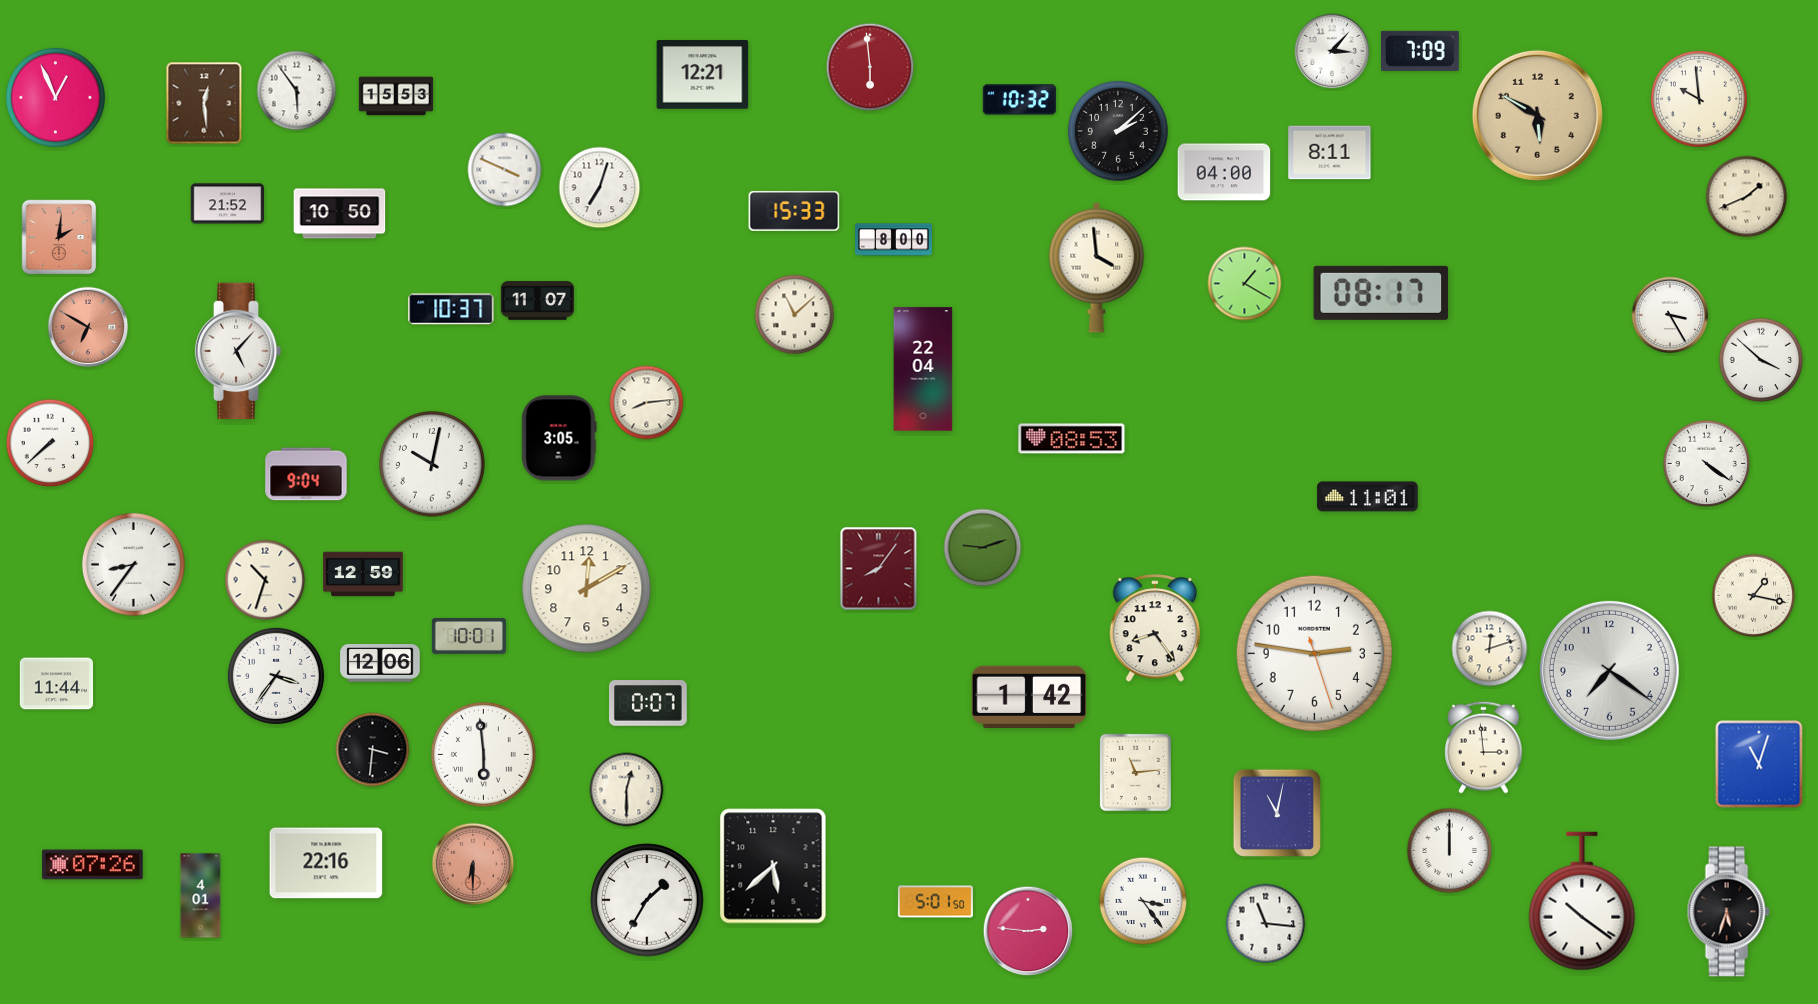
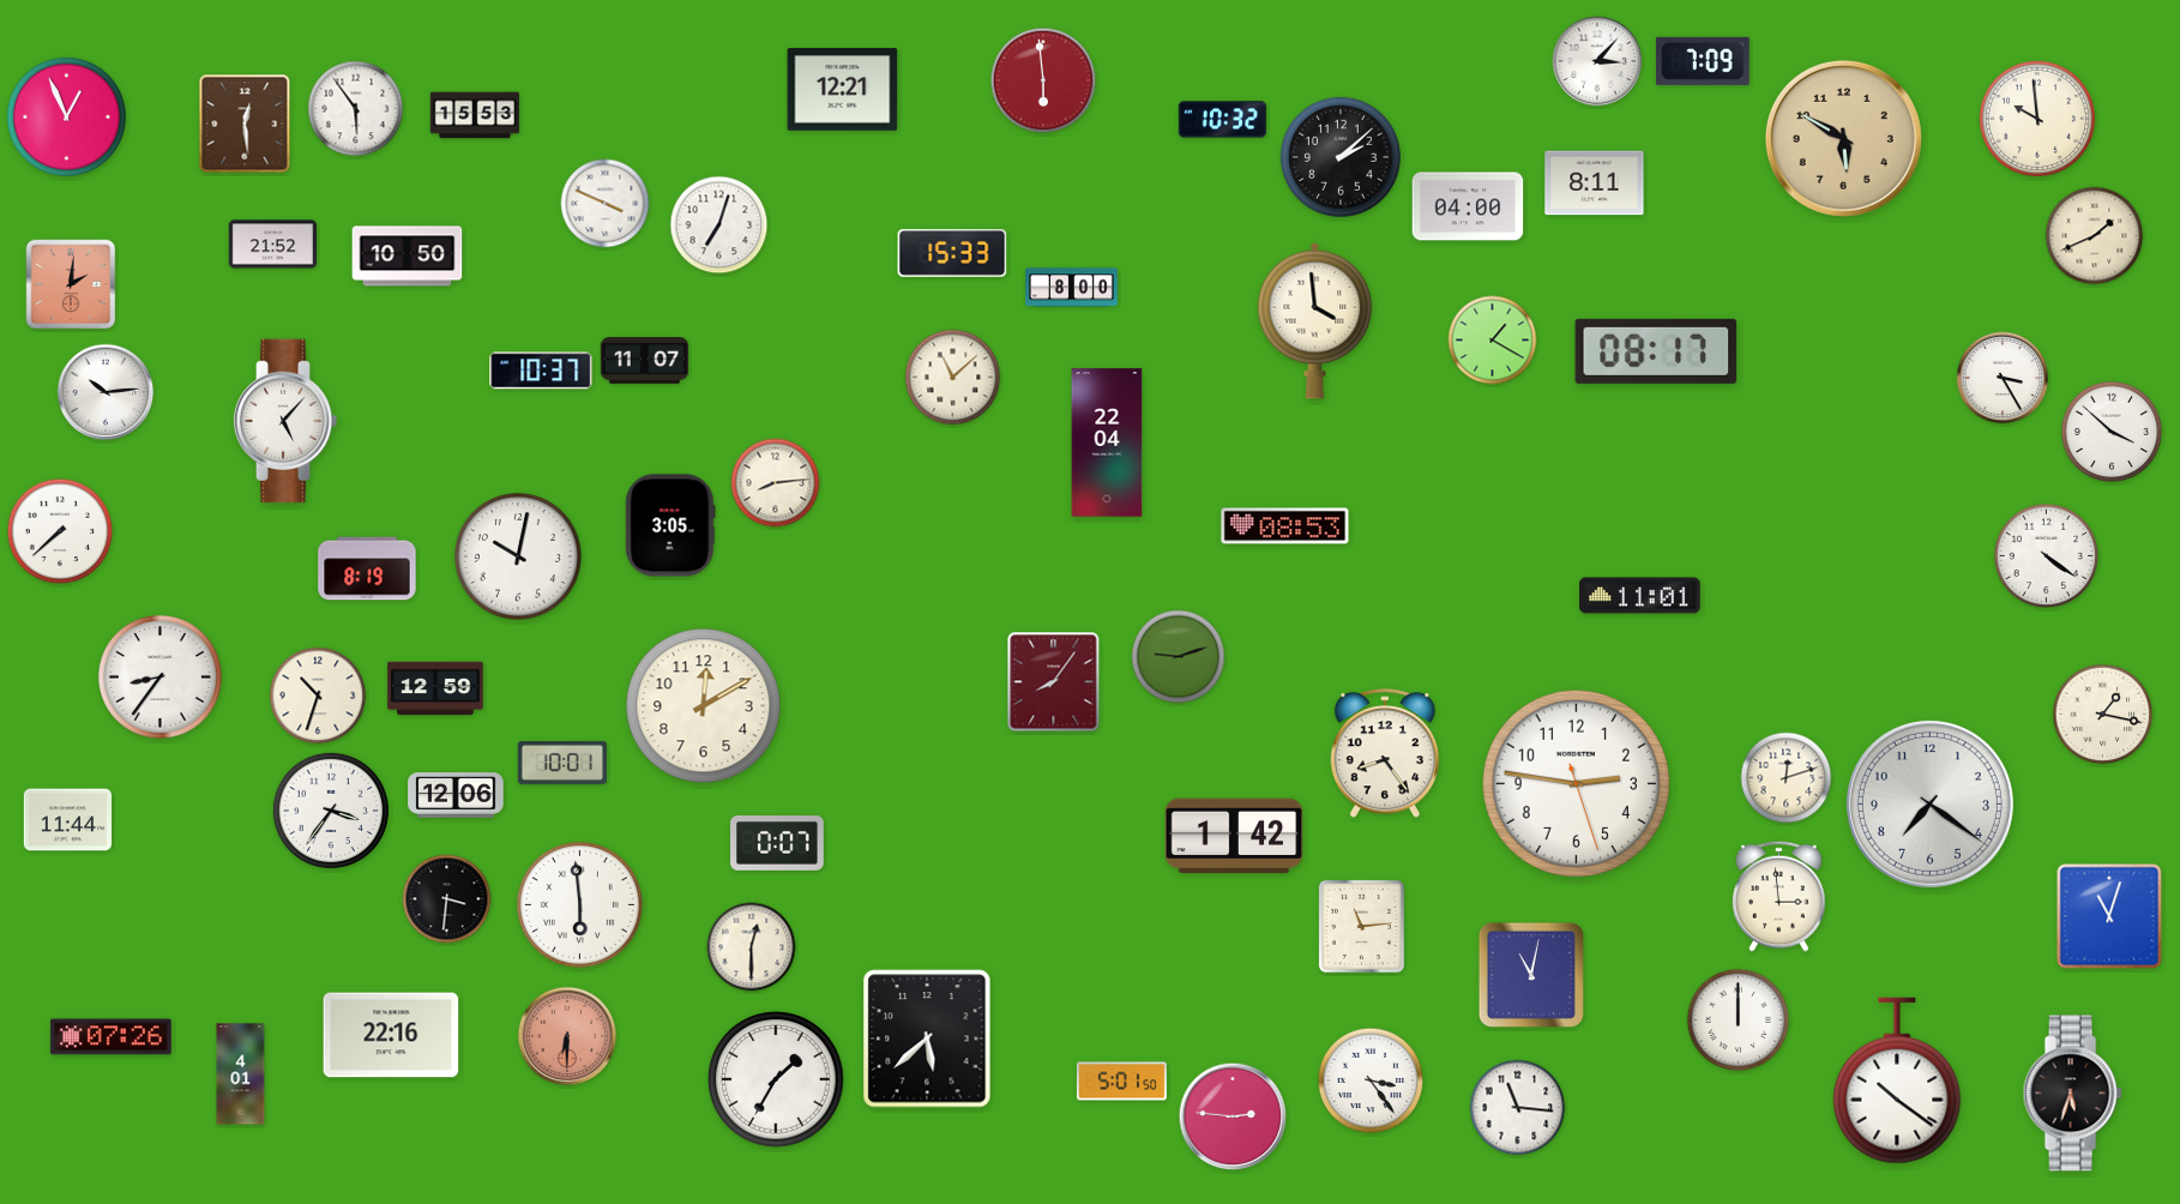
clock at (88, 327): 6:50 -> 10:14
clock at (88, 327) dial: salmon -> white
clock at (306, 474): 9:04 -> 8:19
